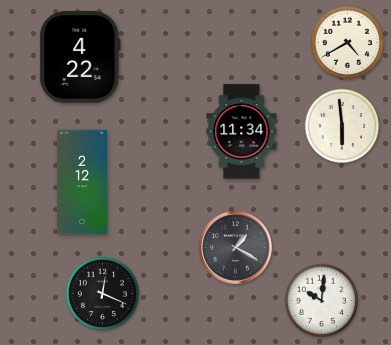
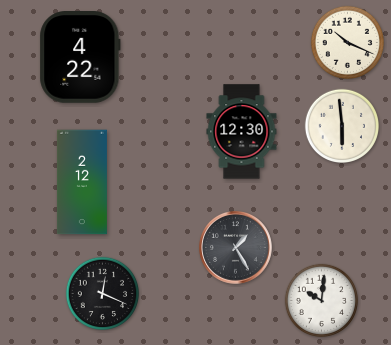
clock at (347, 42): 4:40 -> 10:19
clock at (242, 132): 11:34 -> 12:30
clock at (236, 248): 1:20 -> 1:25
